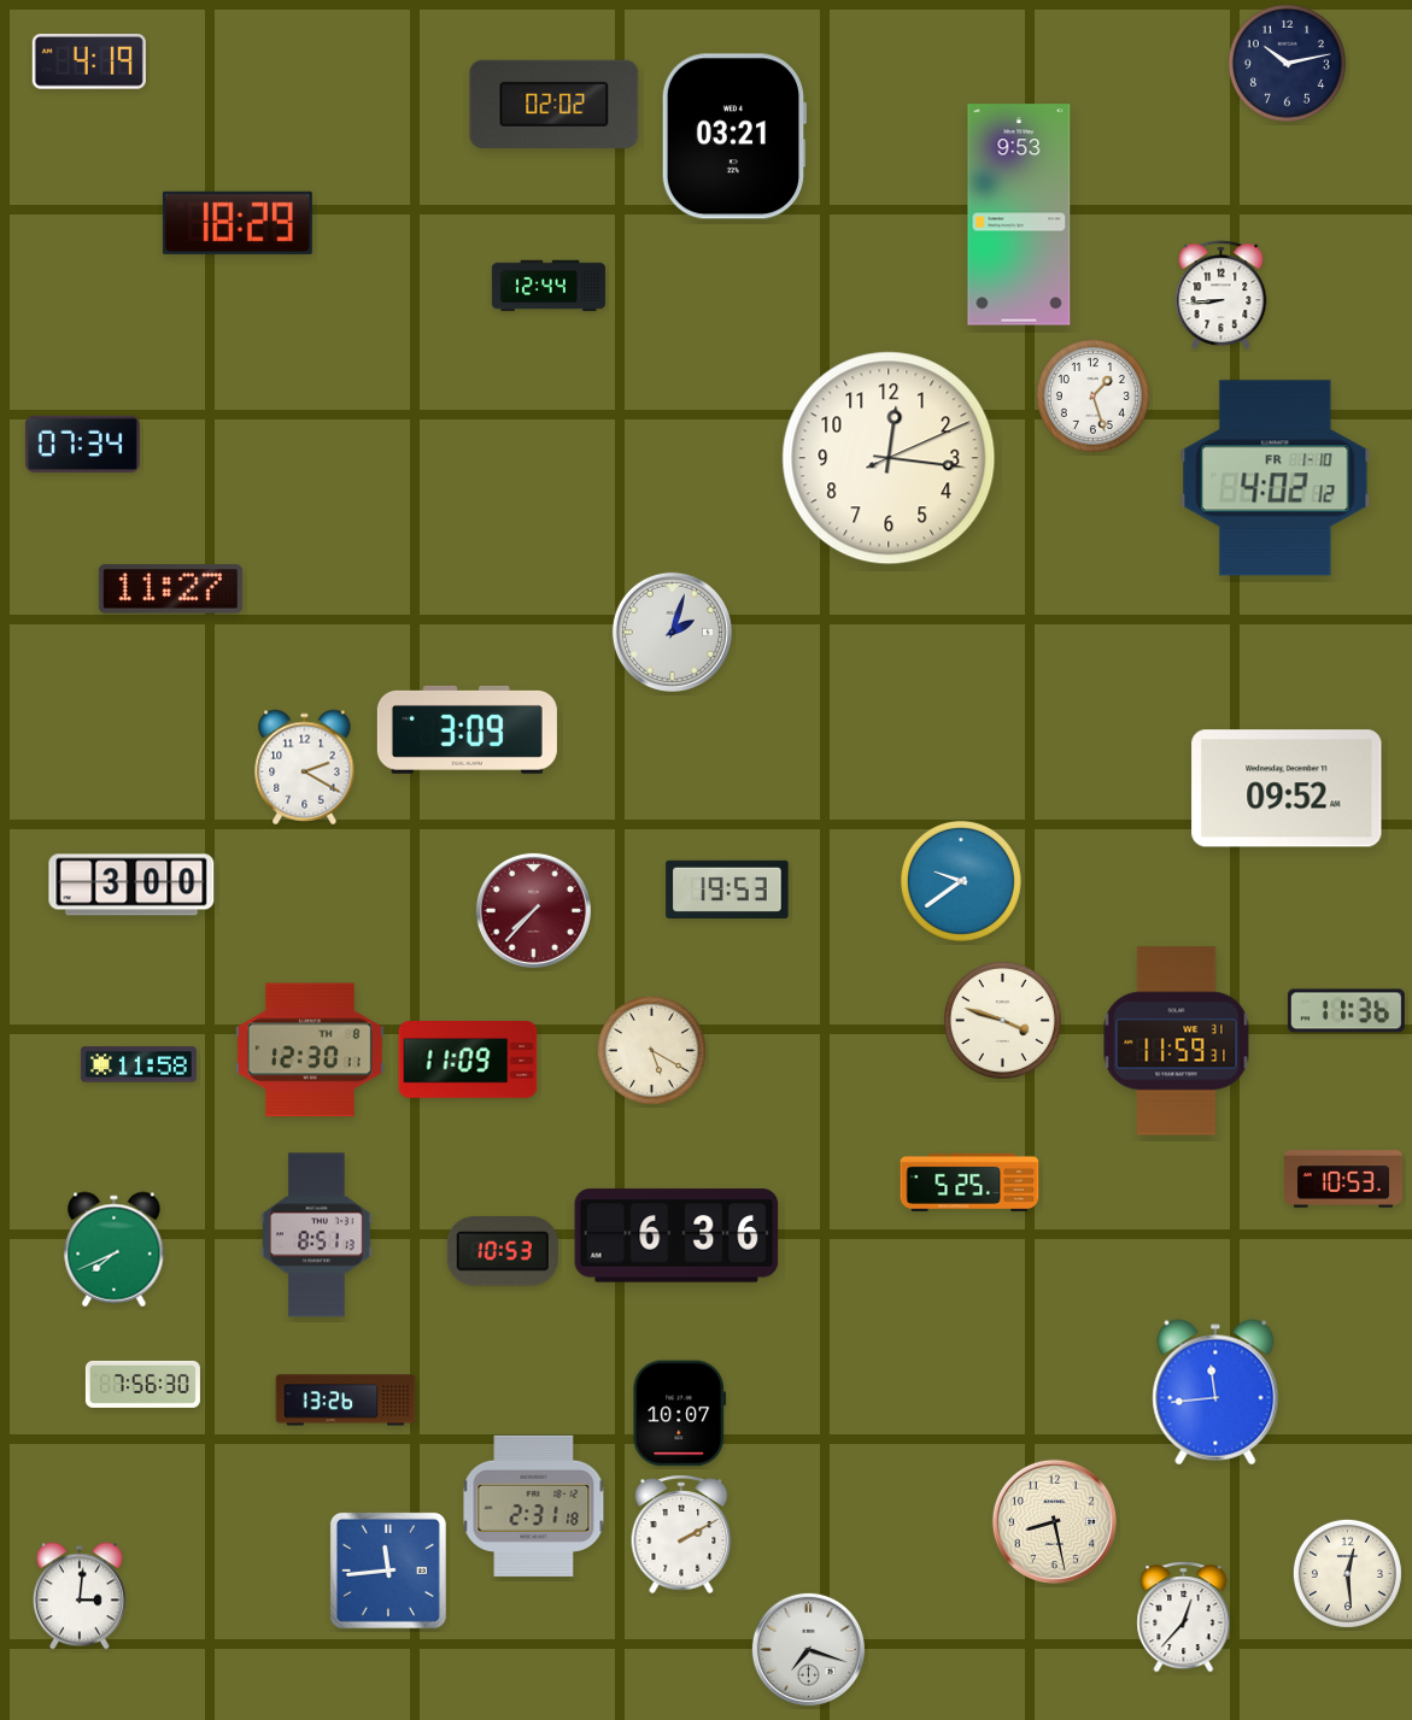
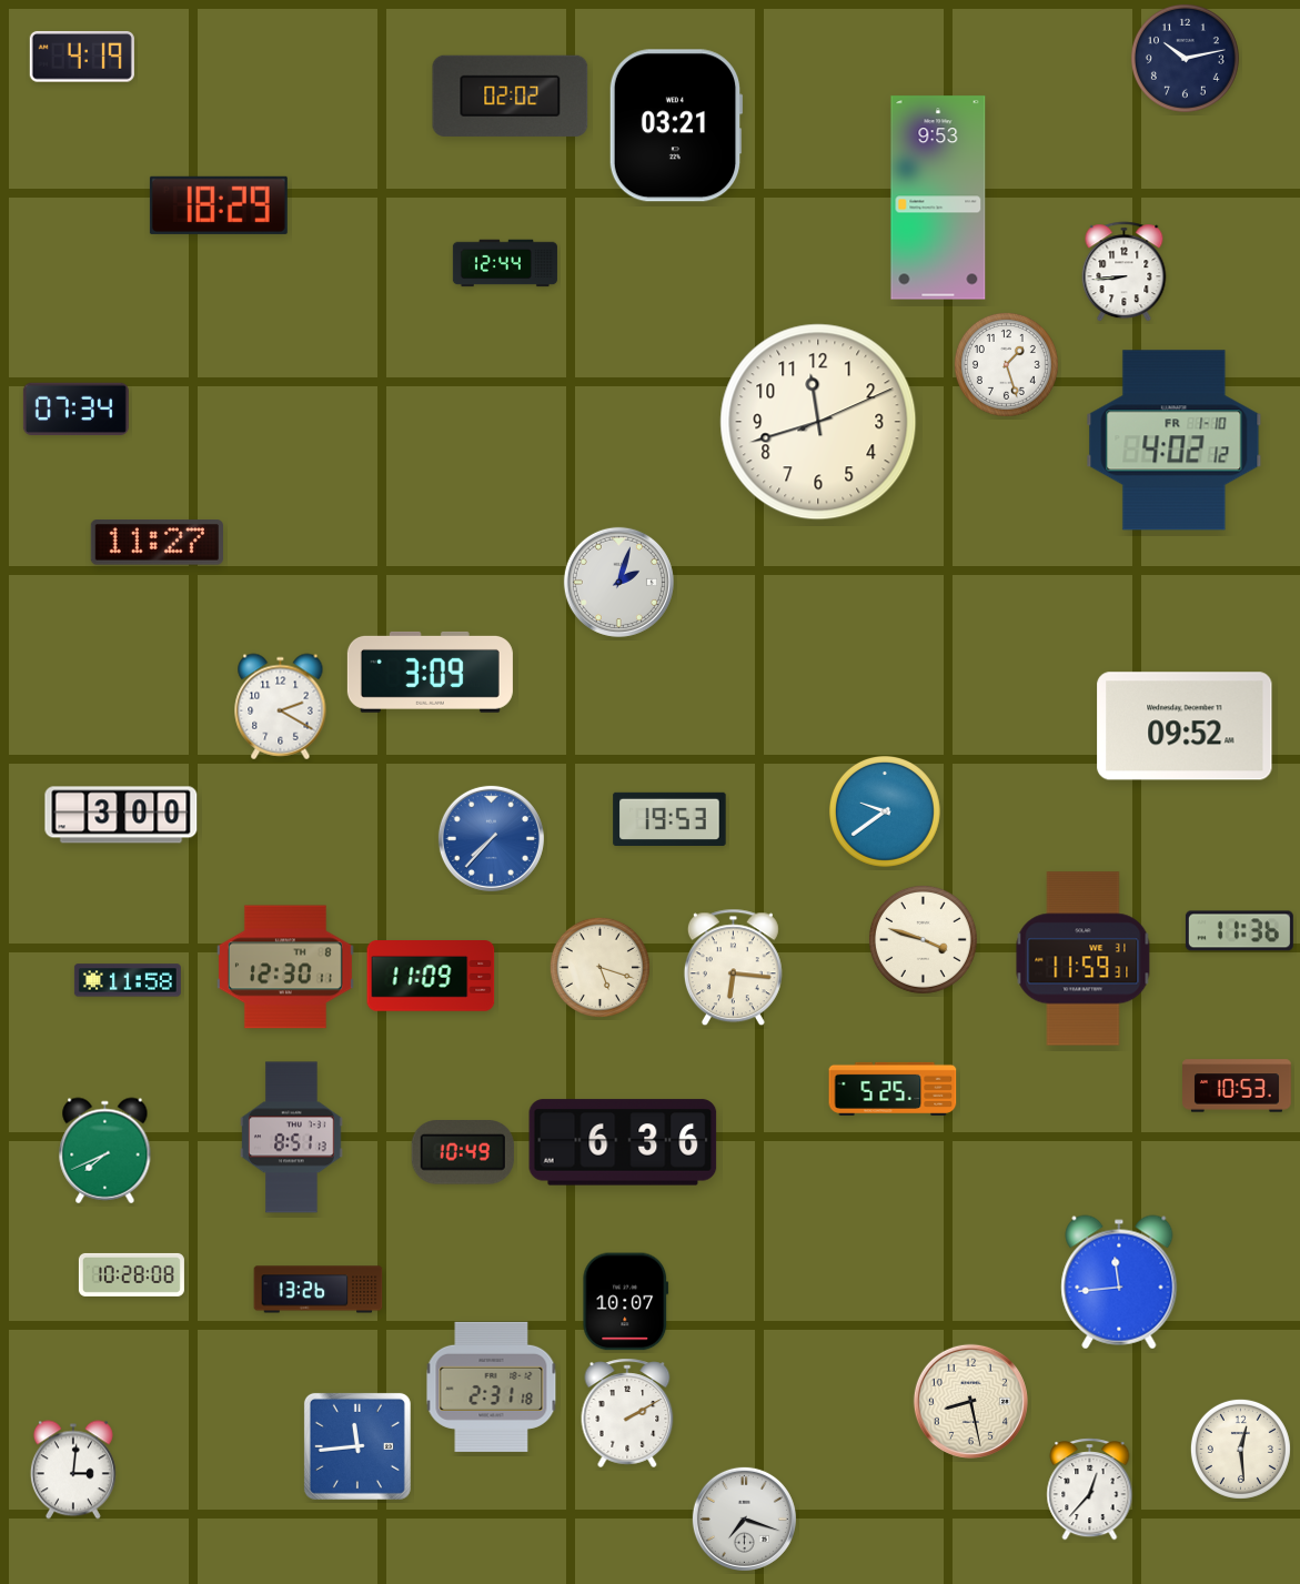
clock at (889, 458): 12:16 -> 11:42
clock at (533, 910) dial: burgundy -> blue
clock at (651, 1050): 5:20 -> 5:18
clock at (733, 968): none -> 6:16
clock at (676, 1235) position: (676, 1235) -> (623, 1142)
clock at (503, 1252): 10:53 -> 10:49
clock at (142, 1384): 7:56 -> 10:28
